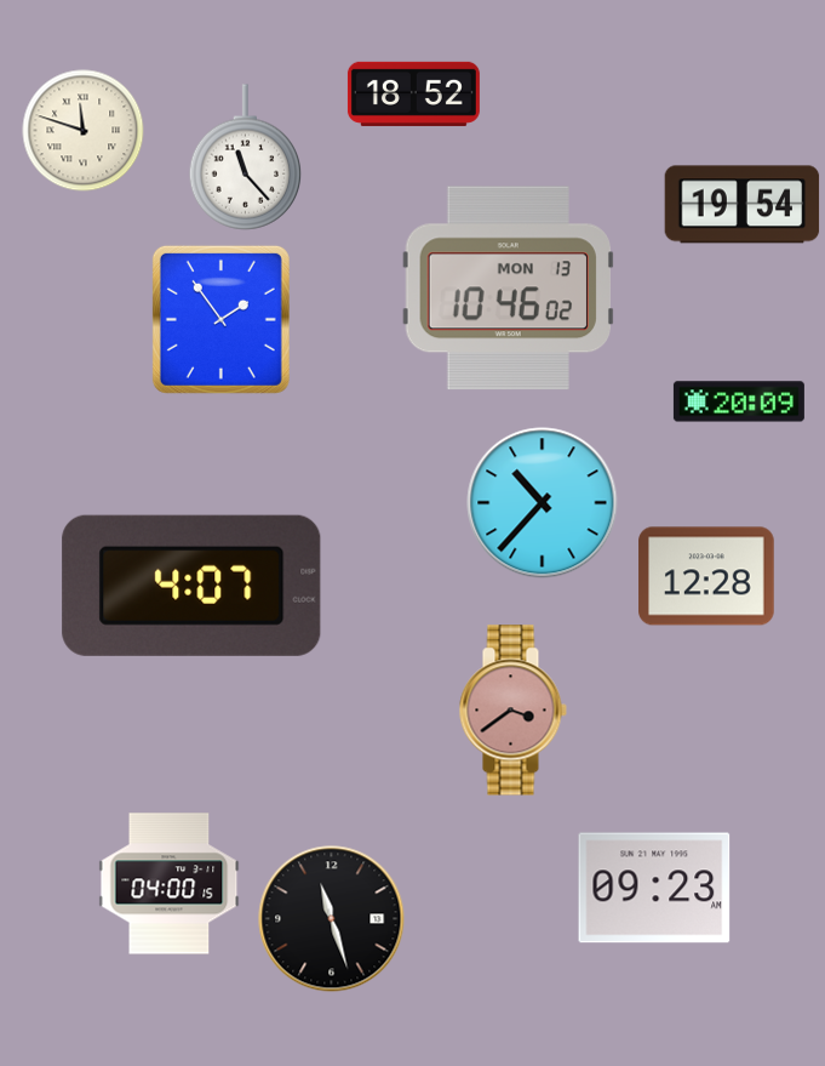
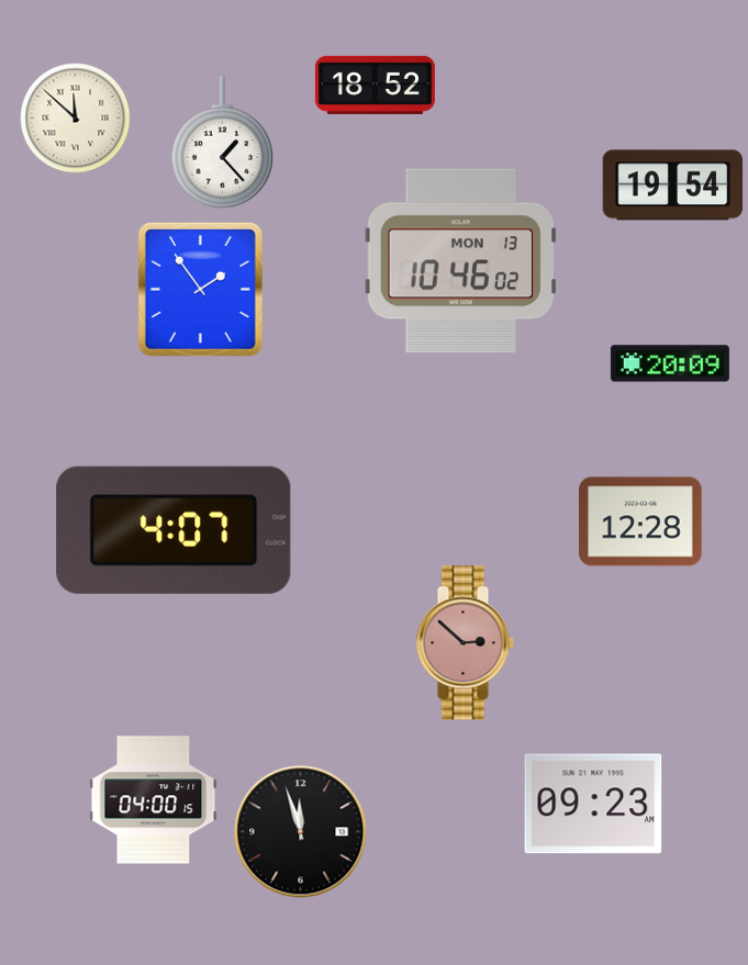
clock at (84, 131): 11:48 -> 11:52
clock at (246, 158): 11:23 -> 1:23
clock at (543, 503): 10:37 -> none
clock at (512, 711): 3:39 -> 2:52
clock at (332, 919): 11:27 -> 11:57
